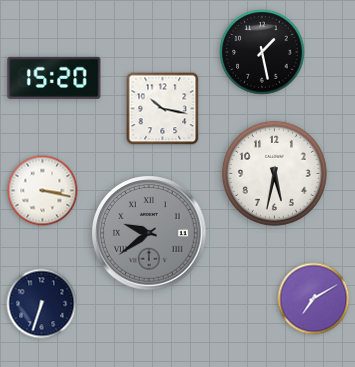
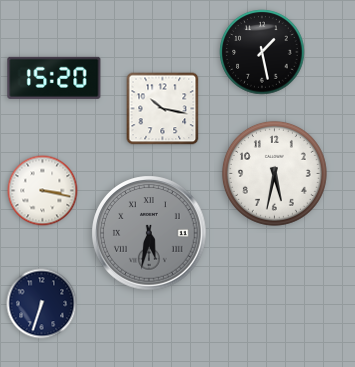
clock at (149, 233): 9:39 -> 5:32
clock at (314, 299): 7:10 -> none
